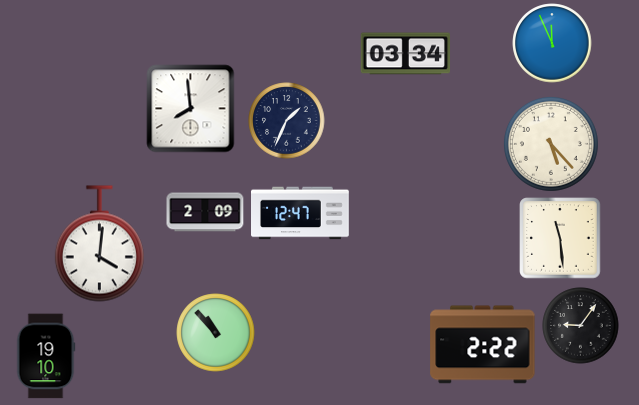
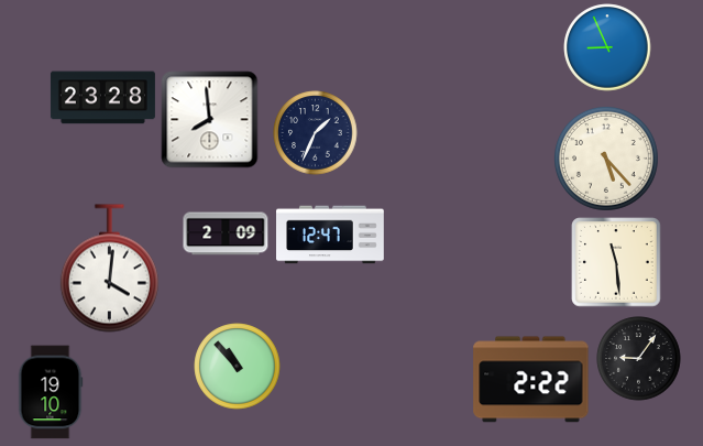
clock at (552, 43): 11:56 -> 8:56
clock at (406, 54): 03:34 -> none
clock at (102, 98): none -> 23:28
